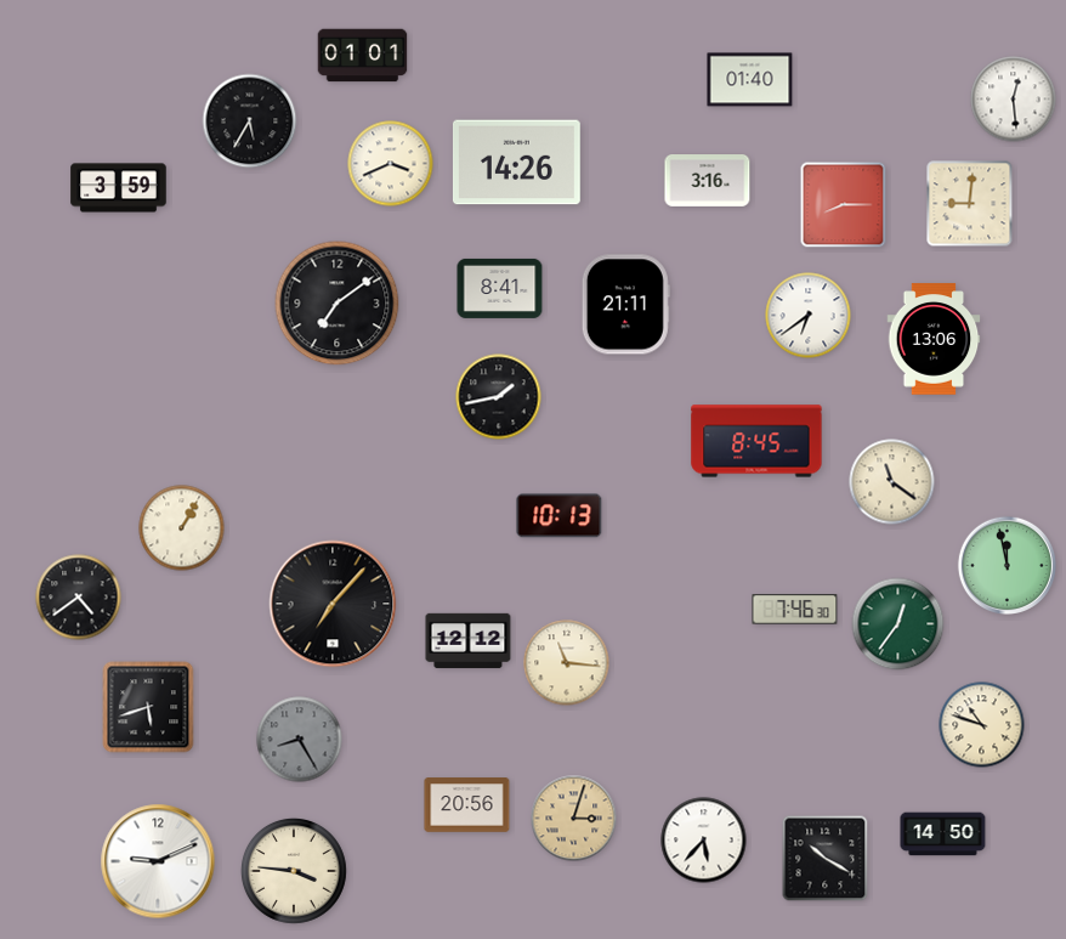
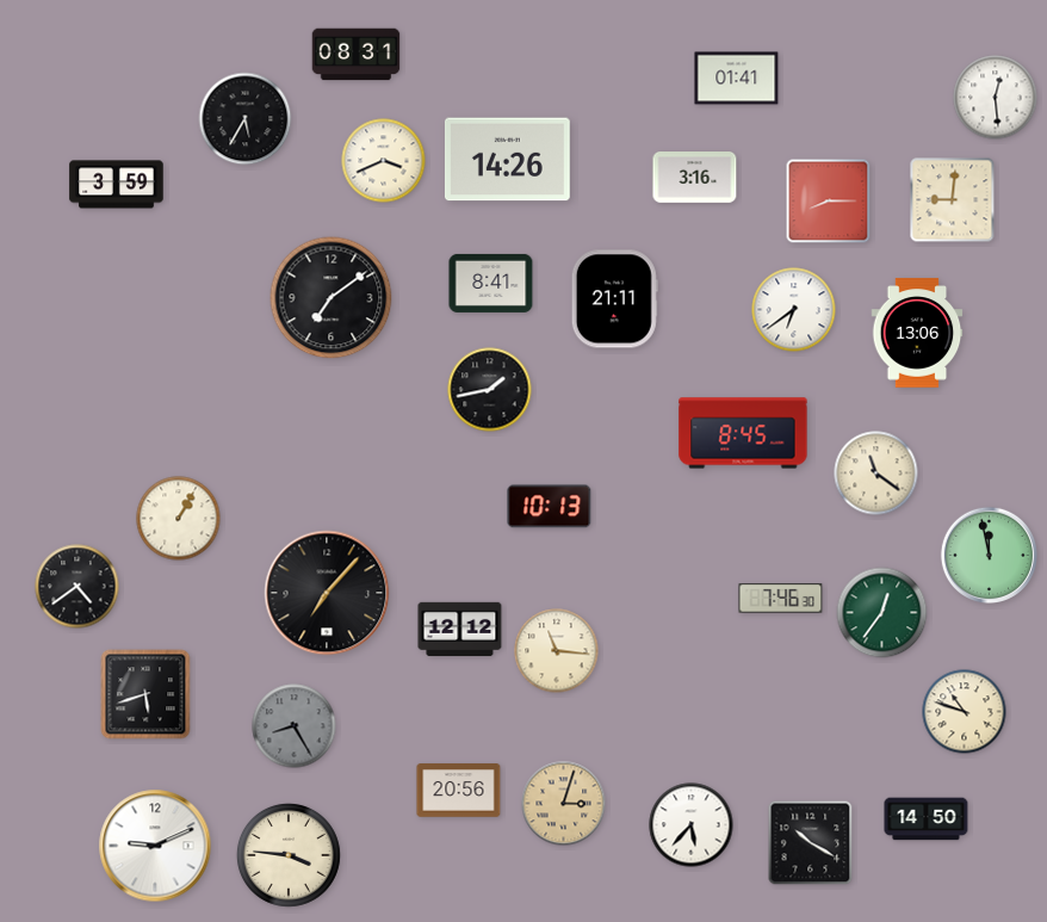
clock at (363, 56): 01:01 -> 08:31
clock at (750, 80): 01:40 -> 01:41
